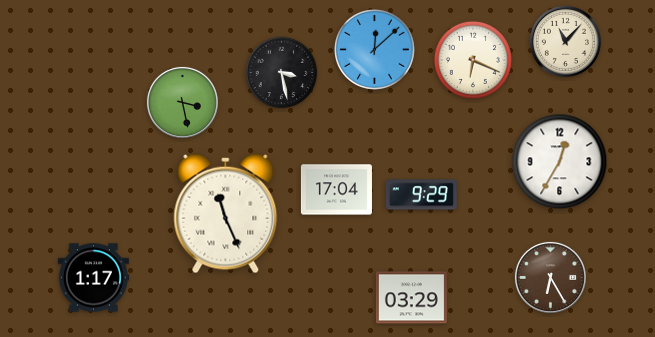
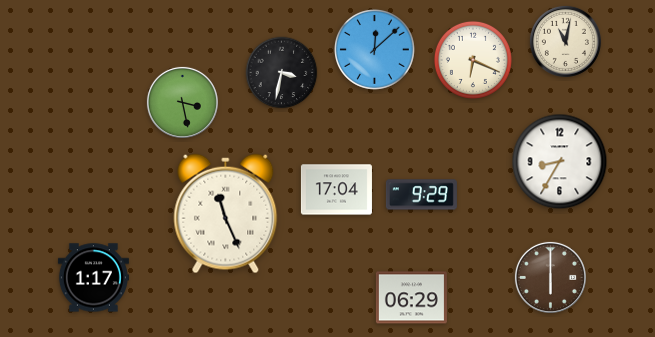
clock at (565, 41): 11:07 -> 11:02
clock at (282, 73): 3:28 -> 3:32
clock at (560, 162): 12:35 -> 8:35
clock at (550, 277): 6:25 -> 6:00
clock at (411, 298): 03:29 -> 06:29
